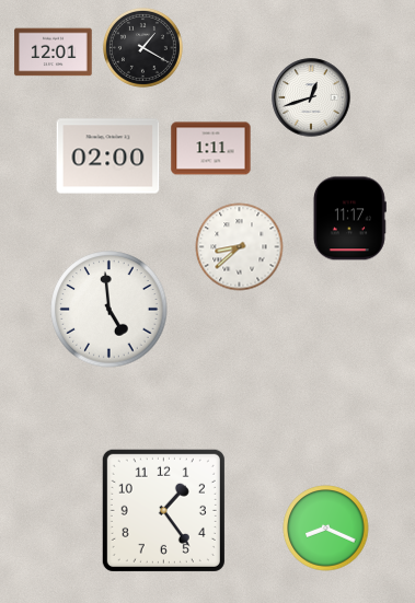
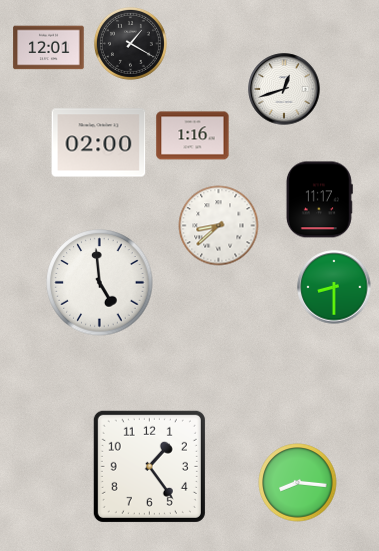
clock at (211, 149): 1:11 -> 1:16
clock at (334, 287): none -> 8:30
clock at (326, 529): 8:19 -> 8:16
